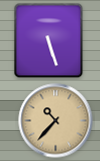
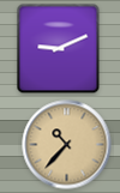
clock at (49, 41): 5:27 -> 9:11
